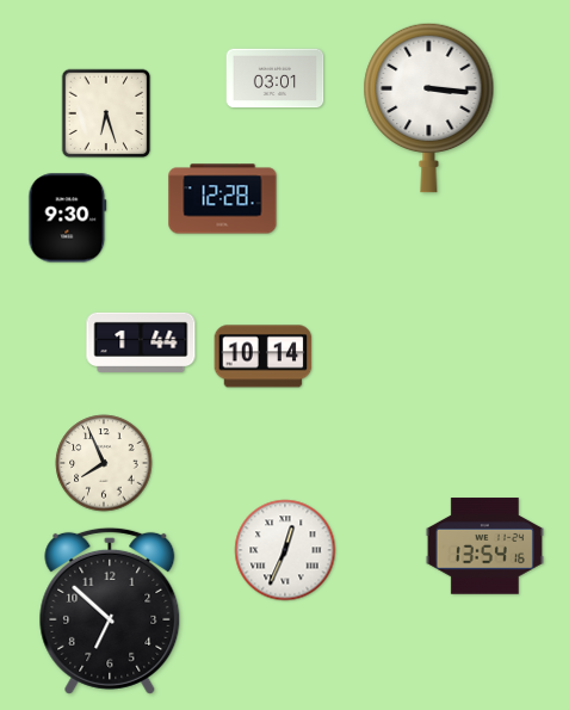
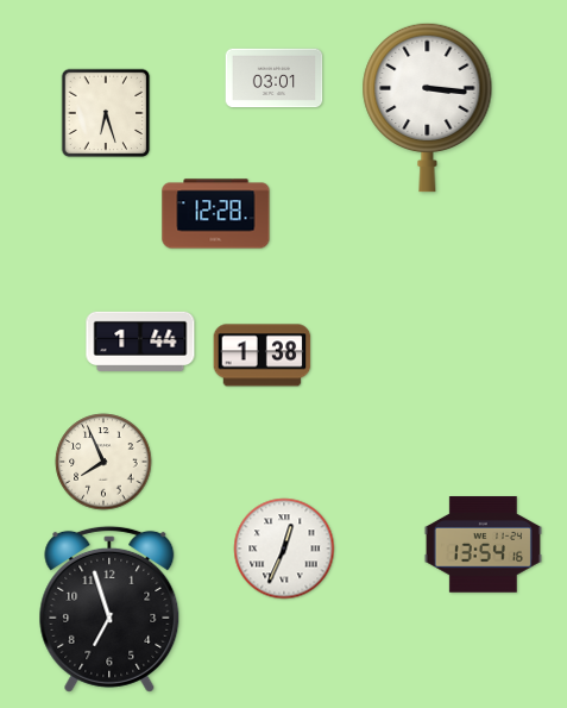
clock at (223, 199) position: (223, 199) -> (216, 214)
clock at (68, 218): 9:30 -> none
clock at (264, 357): 10:14 -> 1:38
clock at (110, 611): 6:52 -> 6:57
